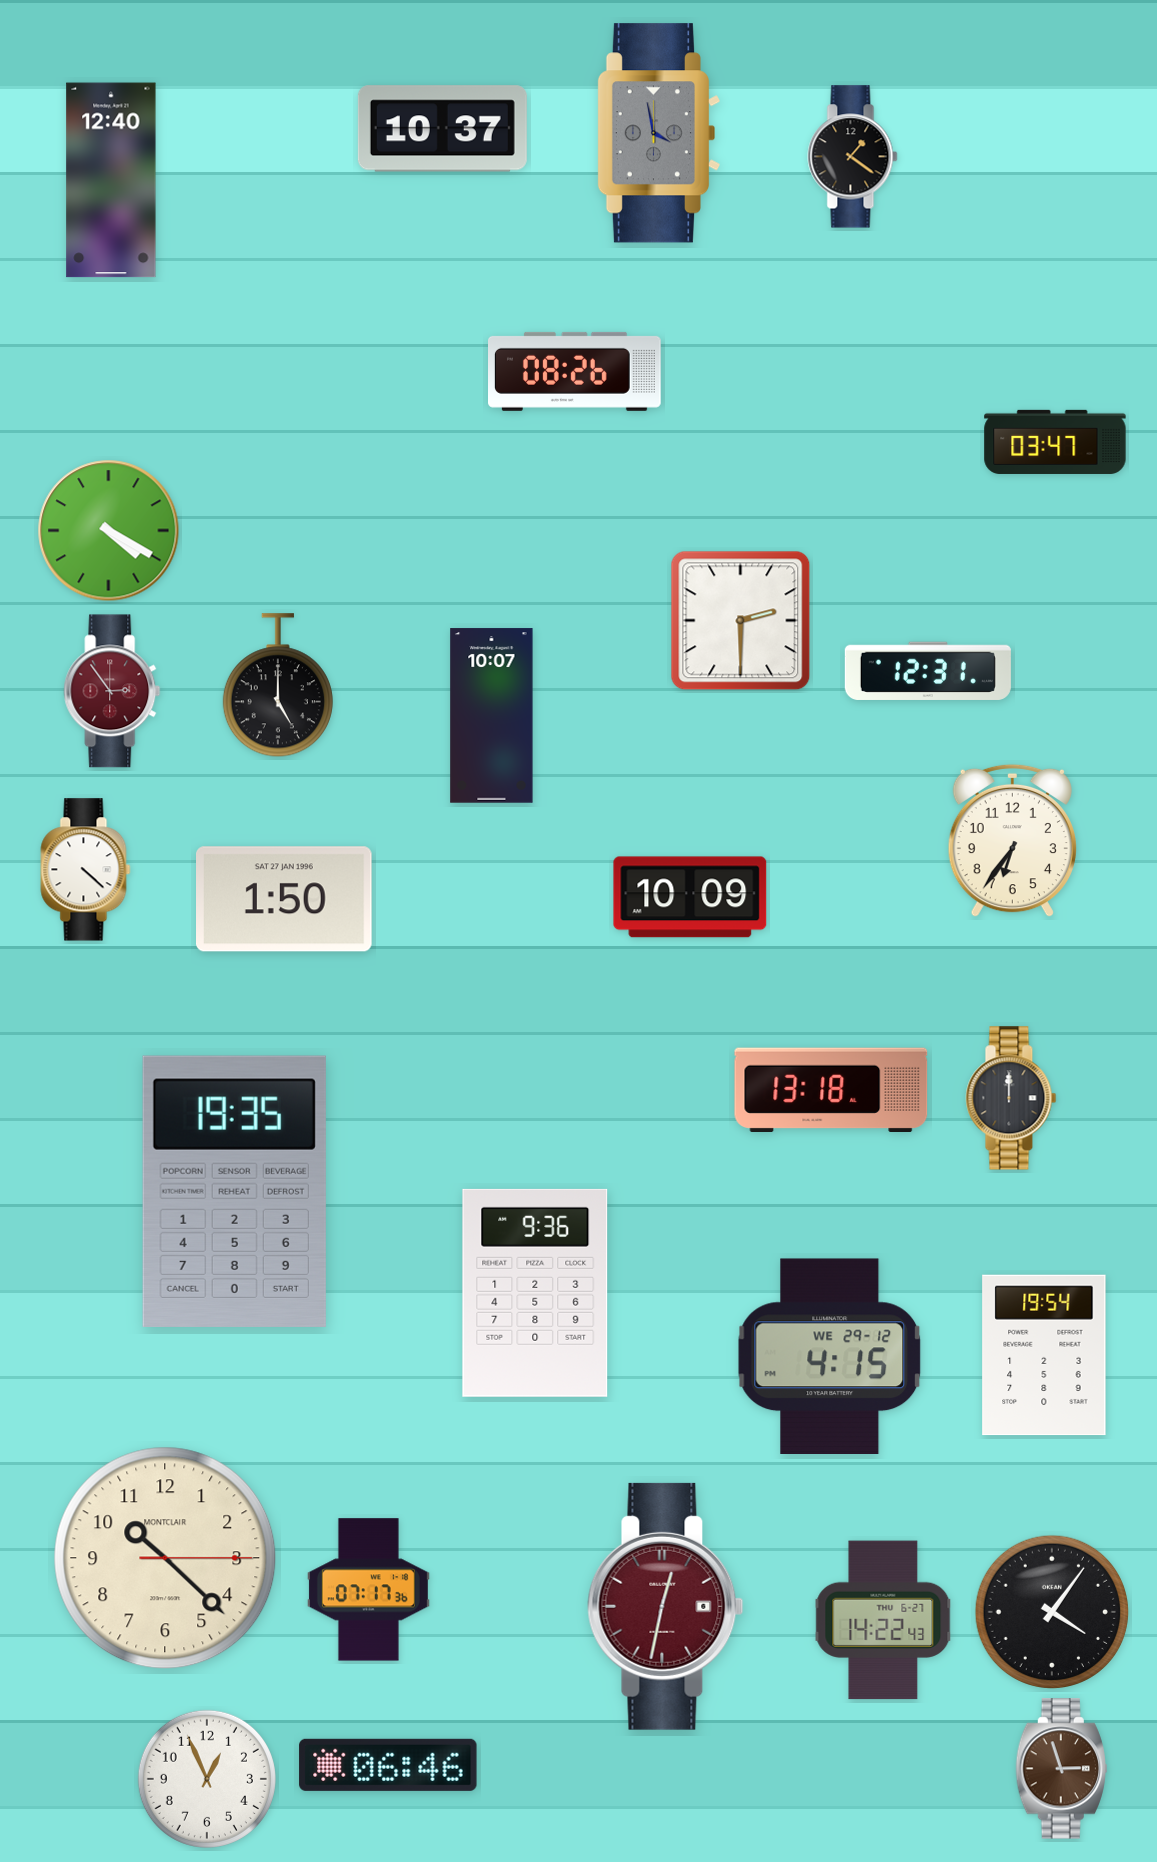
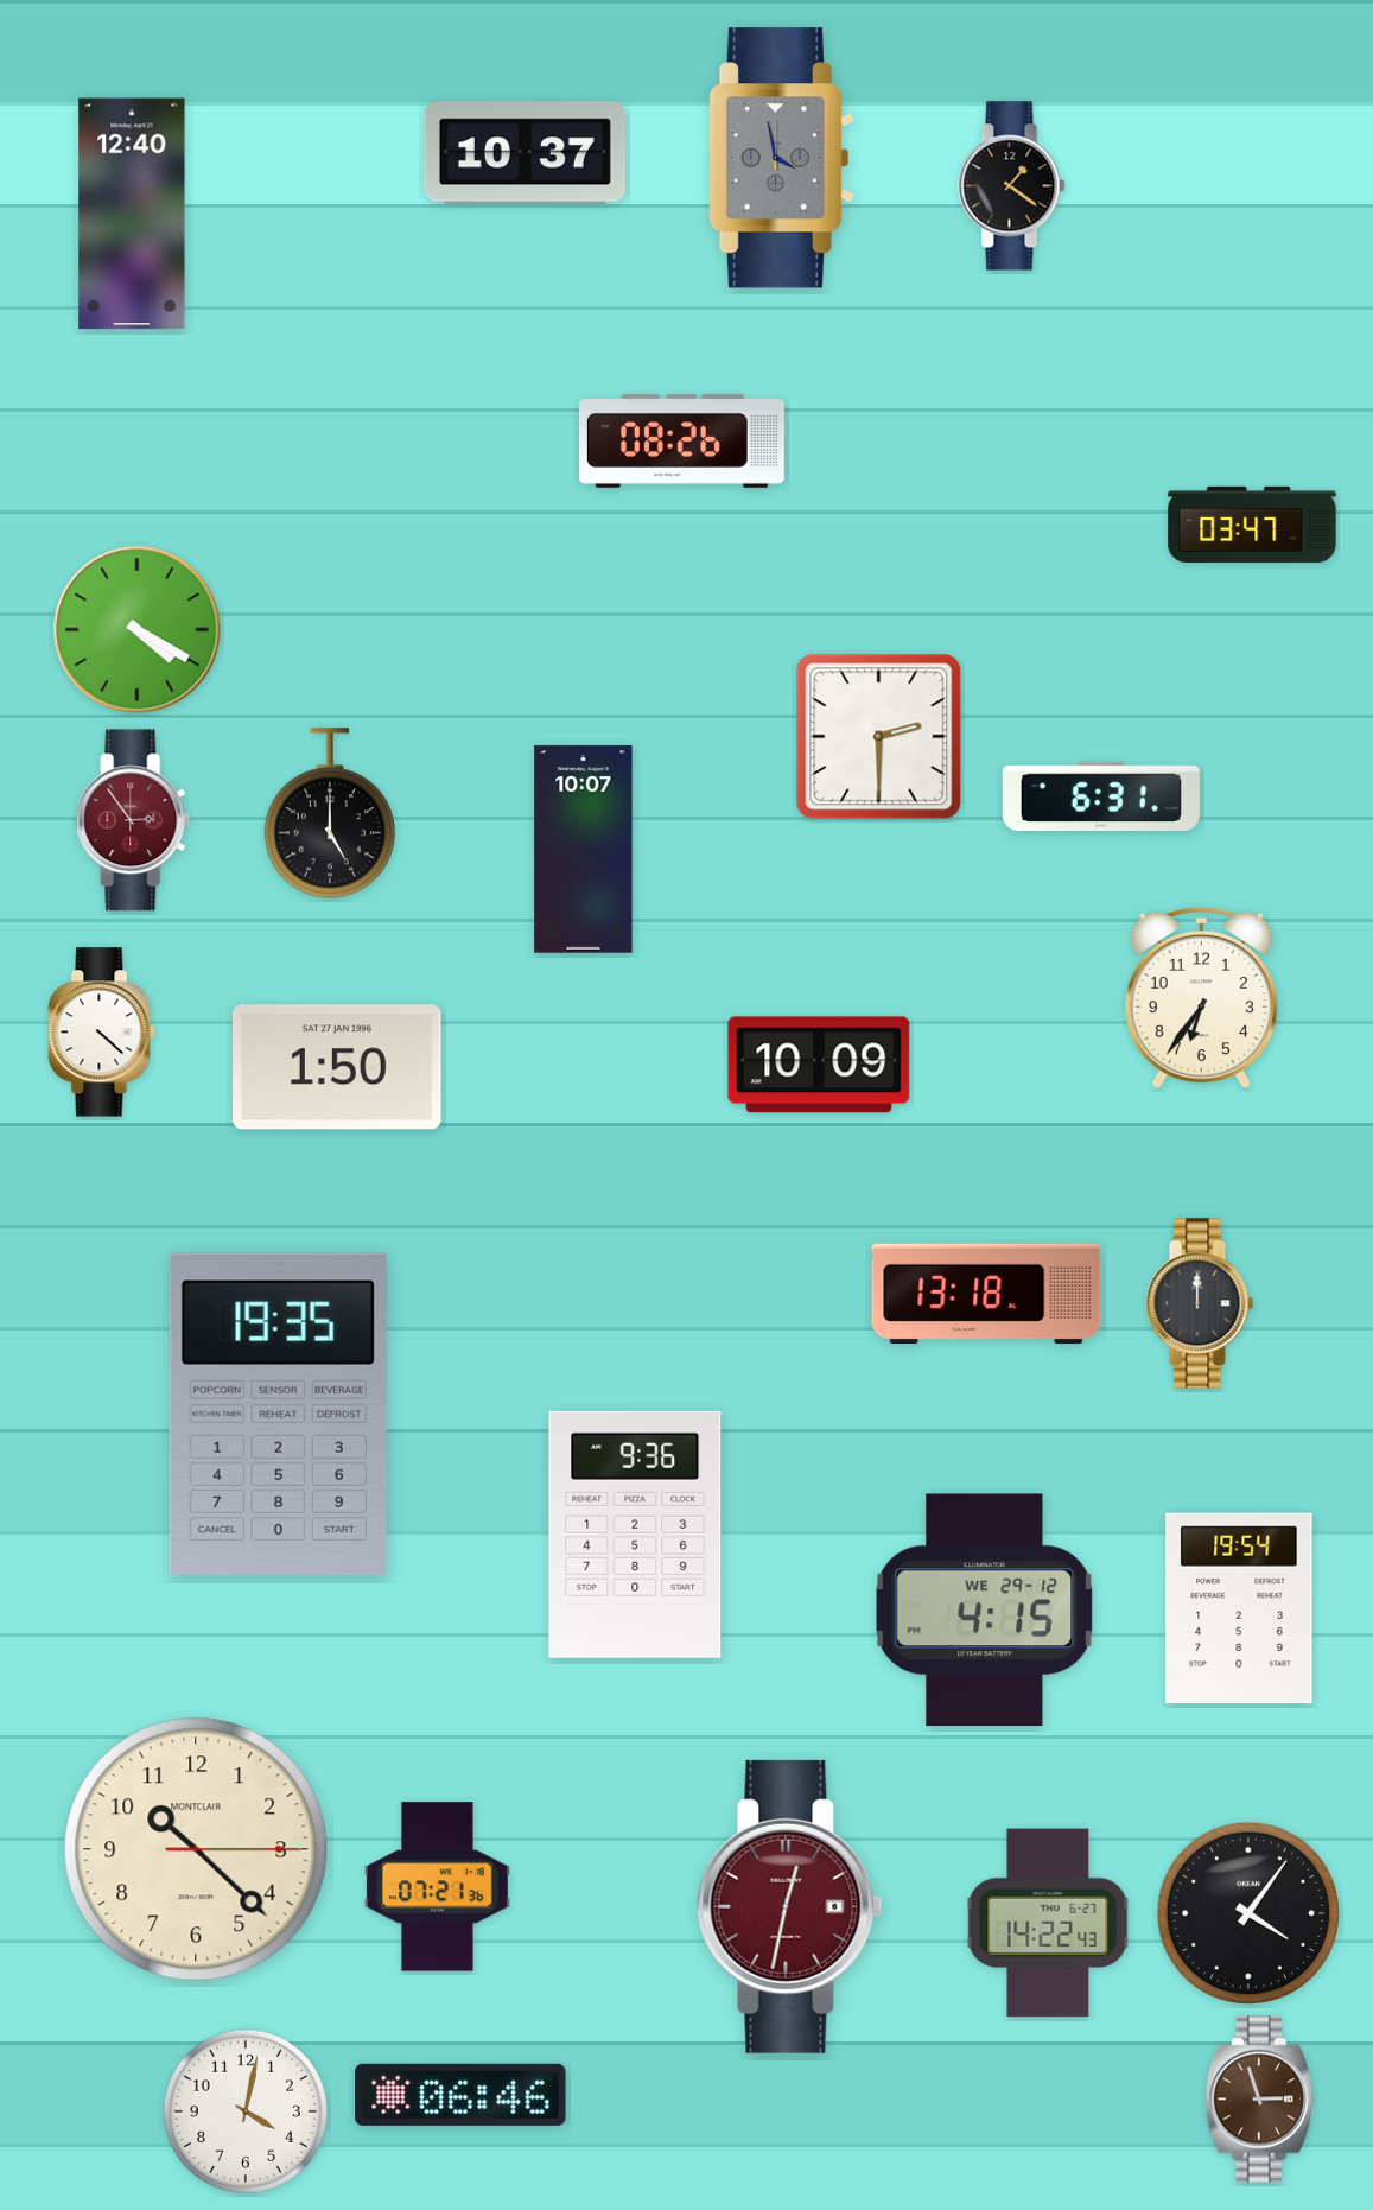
clock at (109, 531) position: (109, 531) -> (138, 630)
clock at (928, 671): 12:31 -> 6:31
clock at (368, 1590): 07:17 -> 07:21
clock at (207, 1779): 12:56 -> 4:02
